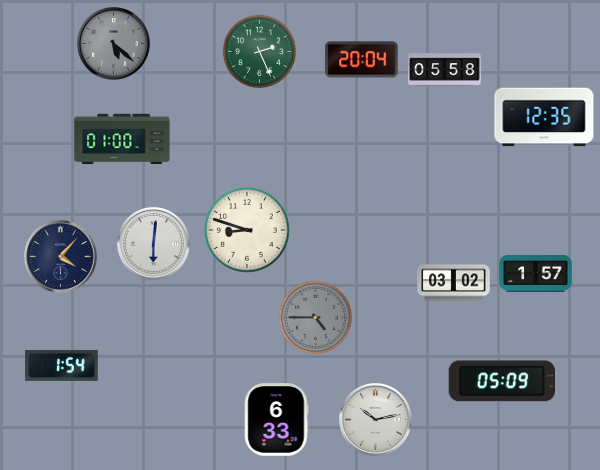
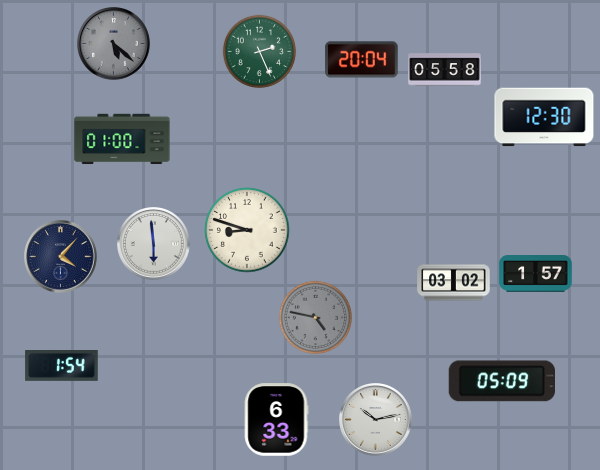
clock at (544, 117): 12:35 -> 12:30
clock at (154, 244): 6:01 -> 5:59
clock at (316, 318): 4:45 -> 4:47
